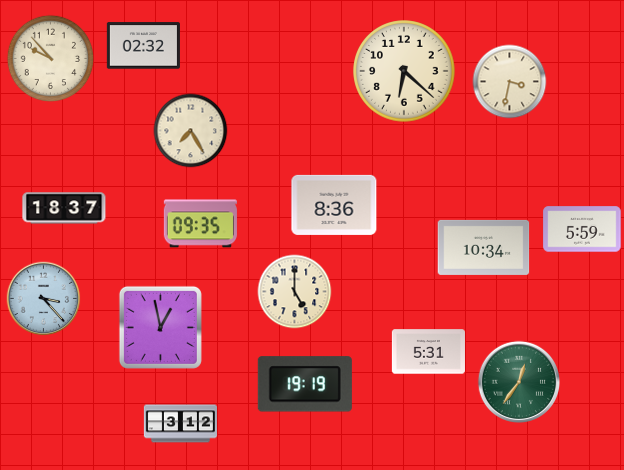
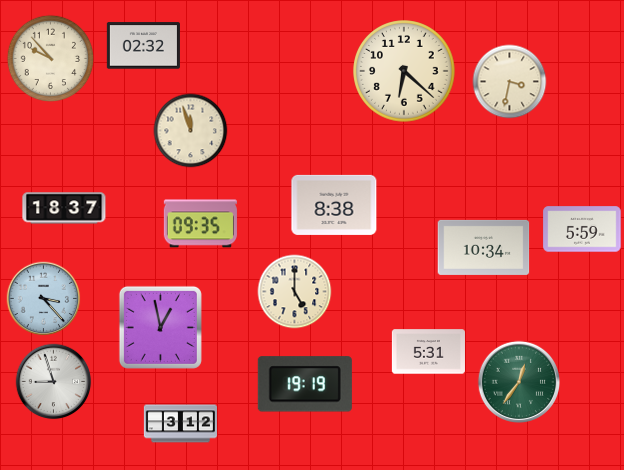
clock at (191, 131): 7:25 -> 11:57
clock at (334, 205): 8:36 -> 8:38
clock at (54, 382): none -> 8:57
